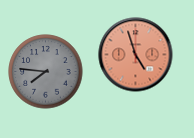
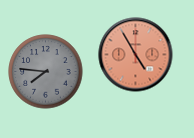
clock at (136, 55): 4:57 -> 4:55
